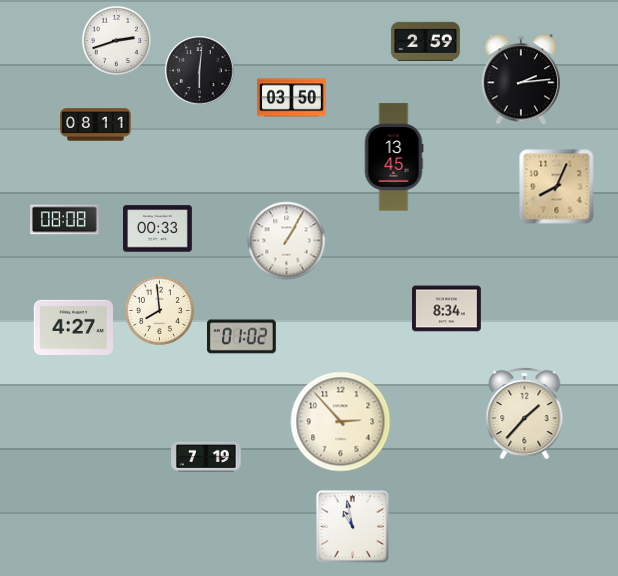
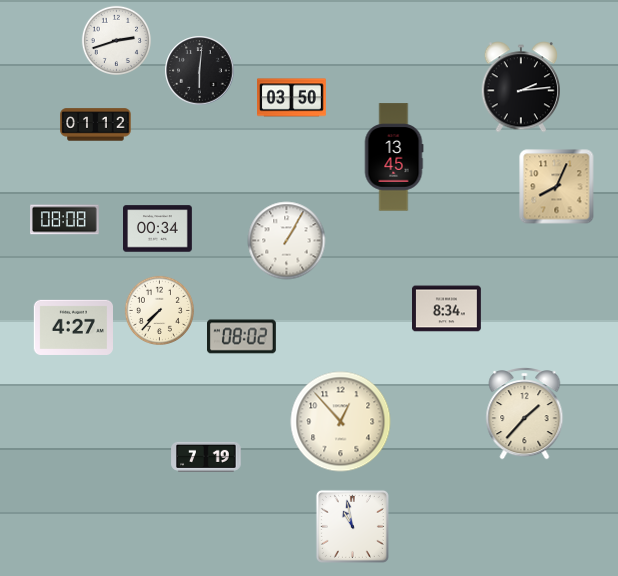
clock at (425, 41): 2:59 -> none
clock at (520, 79) position: (520, 79) -> (520, 87)
clock at (96, 125): 08:11 -> 01:12
clock at (158, 229): 00:33 -> 00:34
clock at (159, 310): 7:59 -> 7:37
clock at (242, 337): 01:02 -> 08:02
clock at (341, 422): 2:53 -> 12:53
